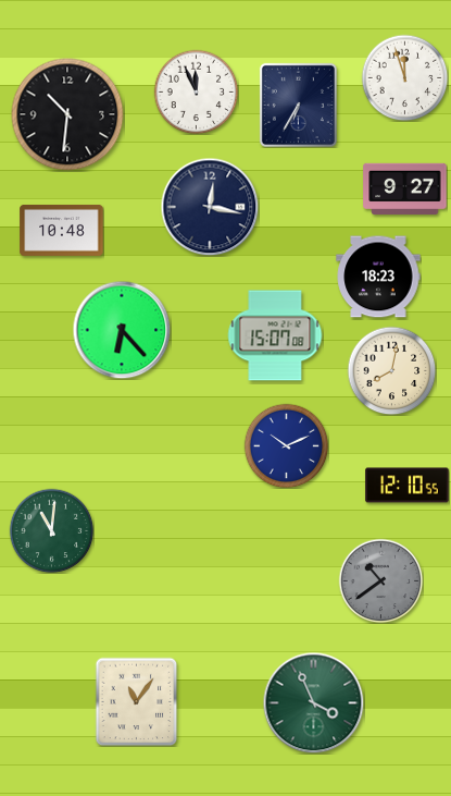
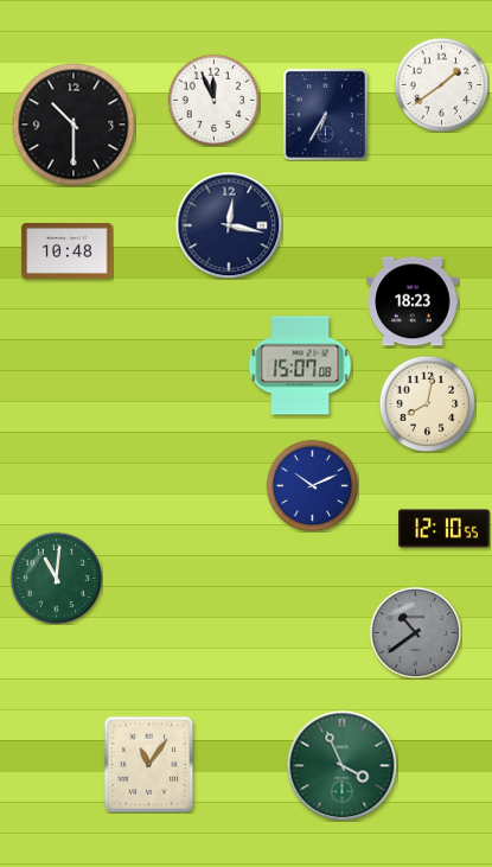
clock at (404, 77): 11:57 -> 1:39
clock at (67, 114): 10:31 -> 10:30
clock at (405, 189): 9:27 -> none
clock at (122, 330): 6:23 -> none
